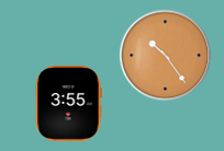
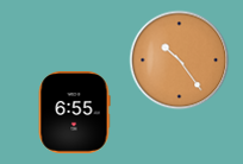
clock at (68, 104): 3:55 -> 6:55
